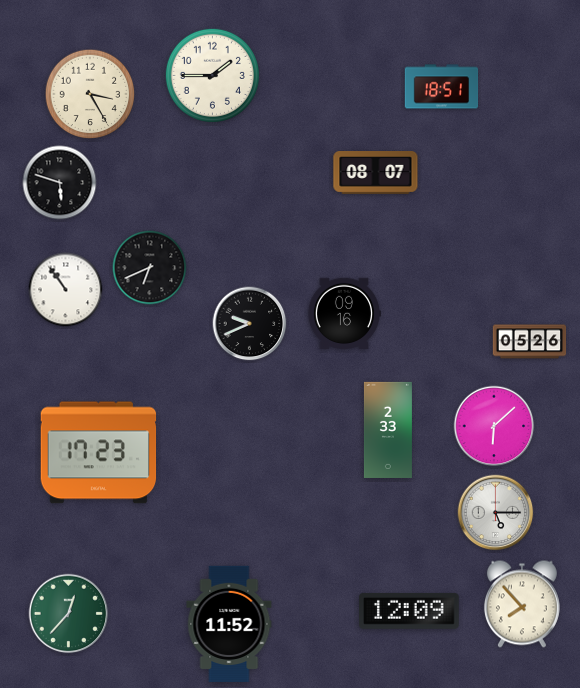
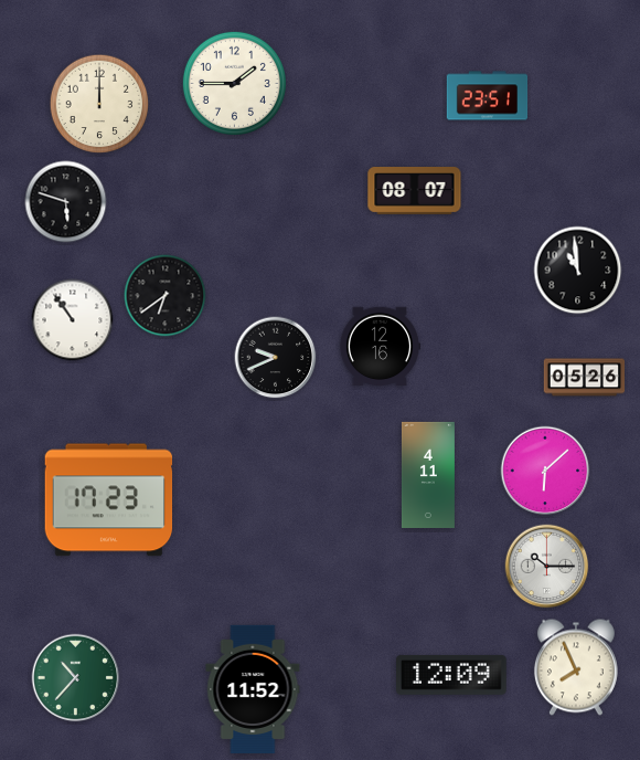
clock at (442, 87): 18:51 -> 23:51
clock at (90, 94): 3:25 -> 12:00
clock at (578, 271): none -> 10:59
clock at (150, 268): 6:41 -> 6:39
clock at (343, 313): 09:16 -> 12:16
clock at (388, 430): 2:33 -> 4:11
clock at (496, 513): 5:15 -> 10:15
clock at (522, 604): 7:53 -> 7:56
clock at (69, 614): 12:37 -> 10:37
